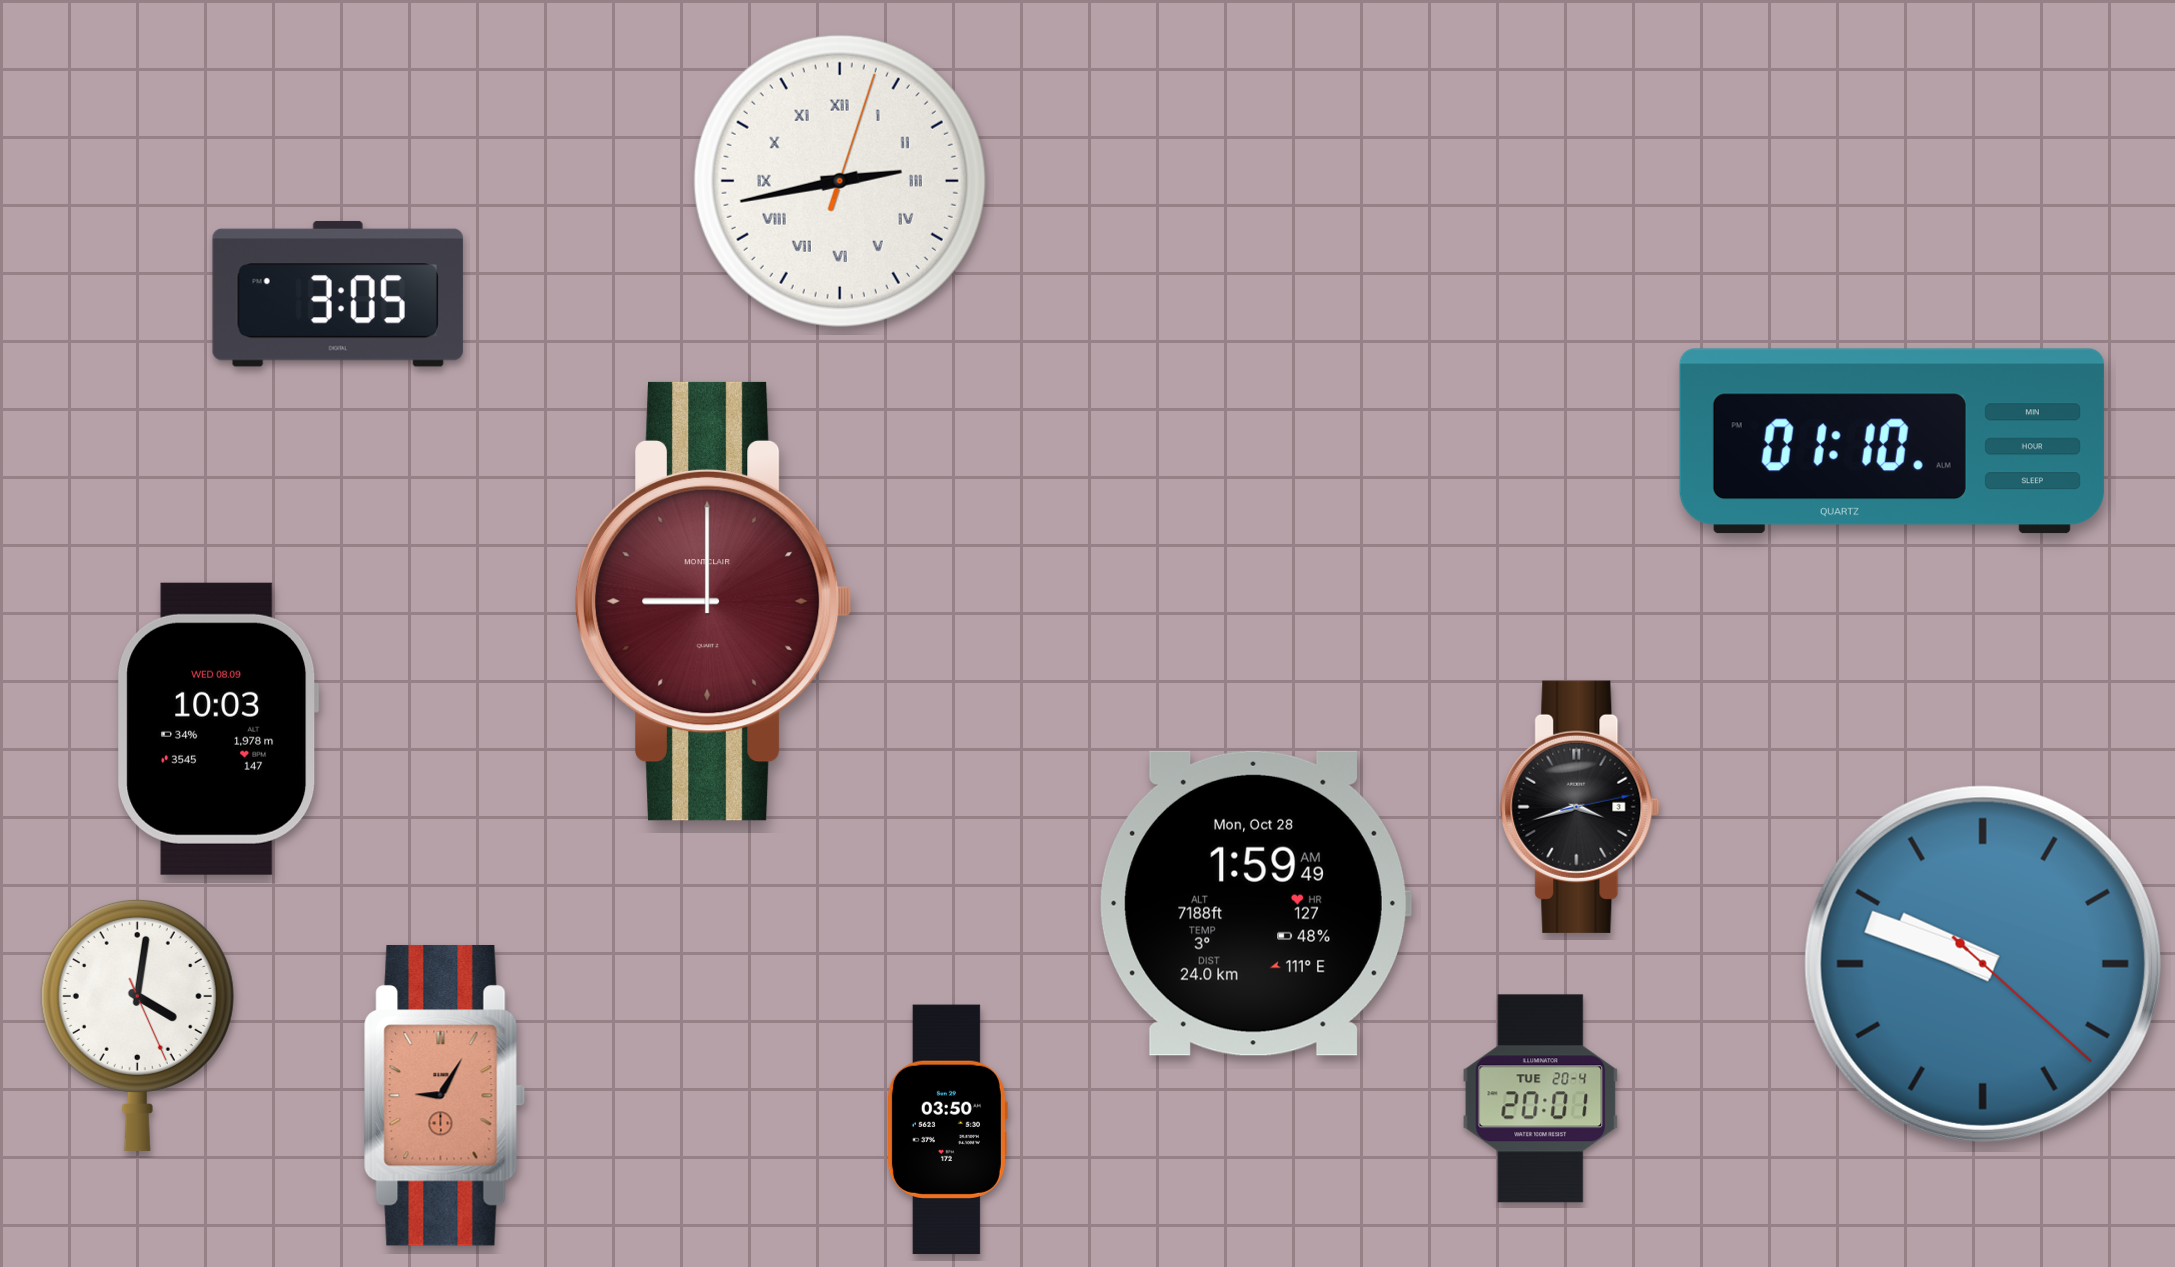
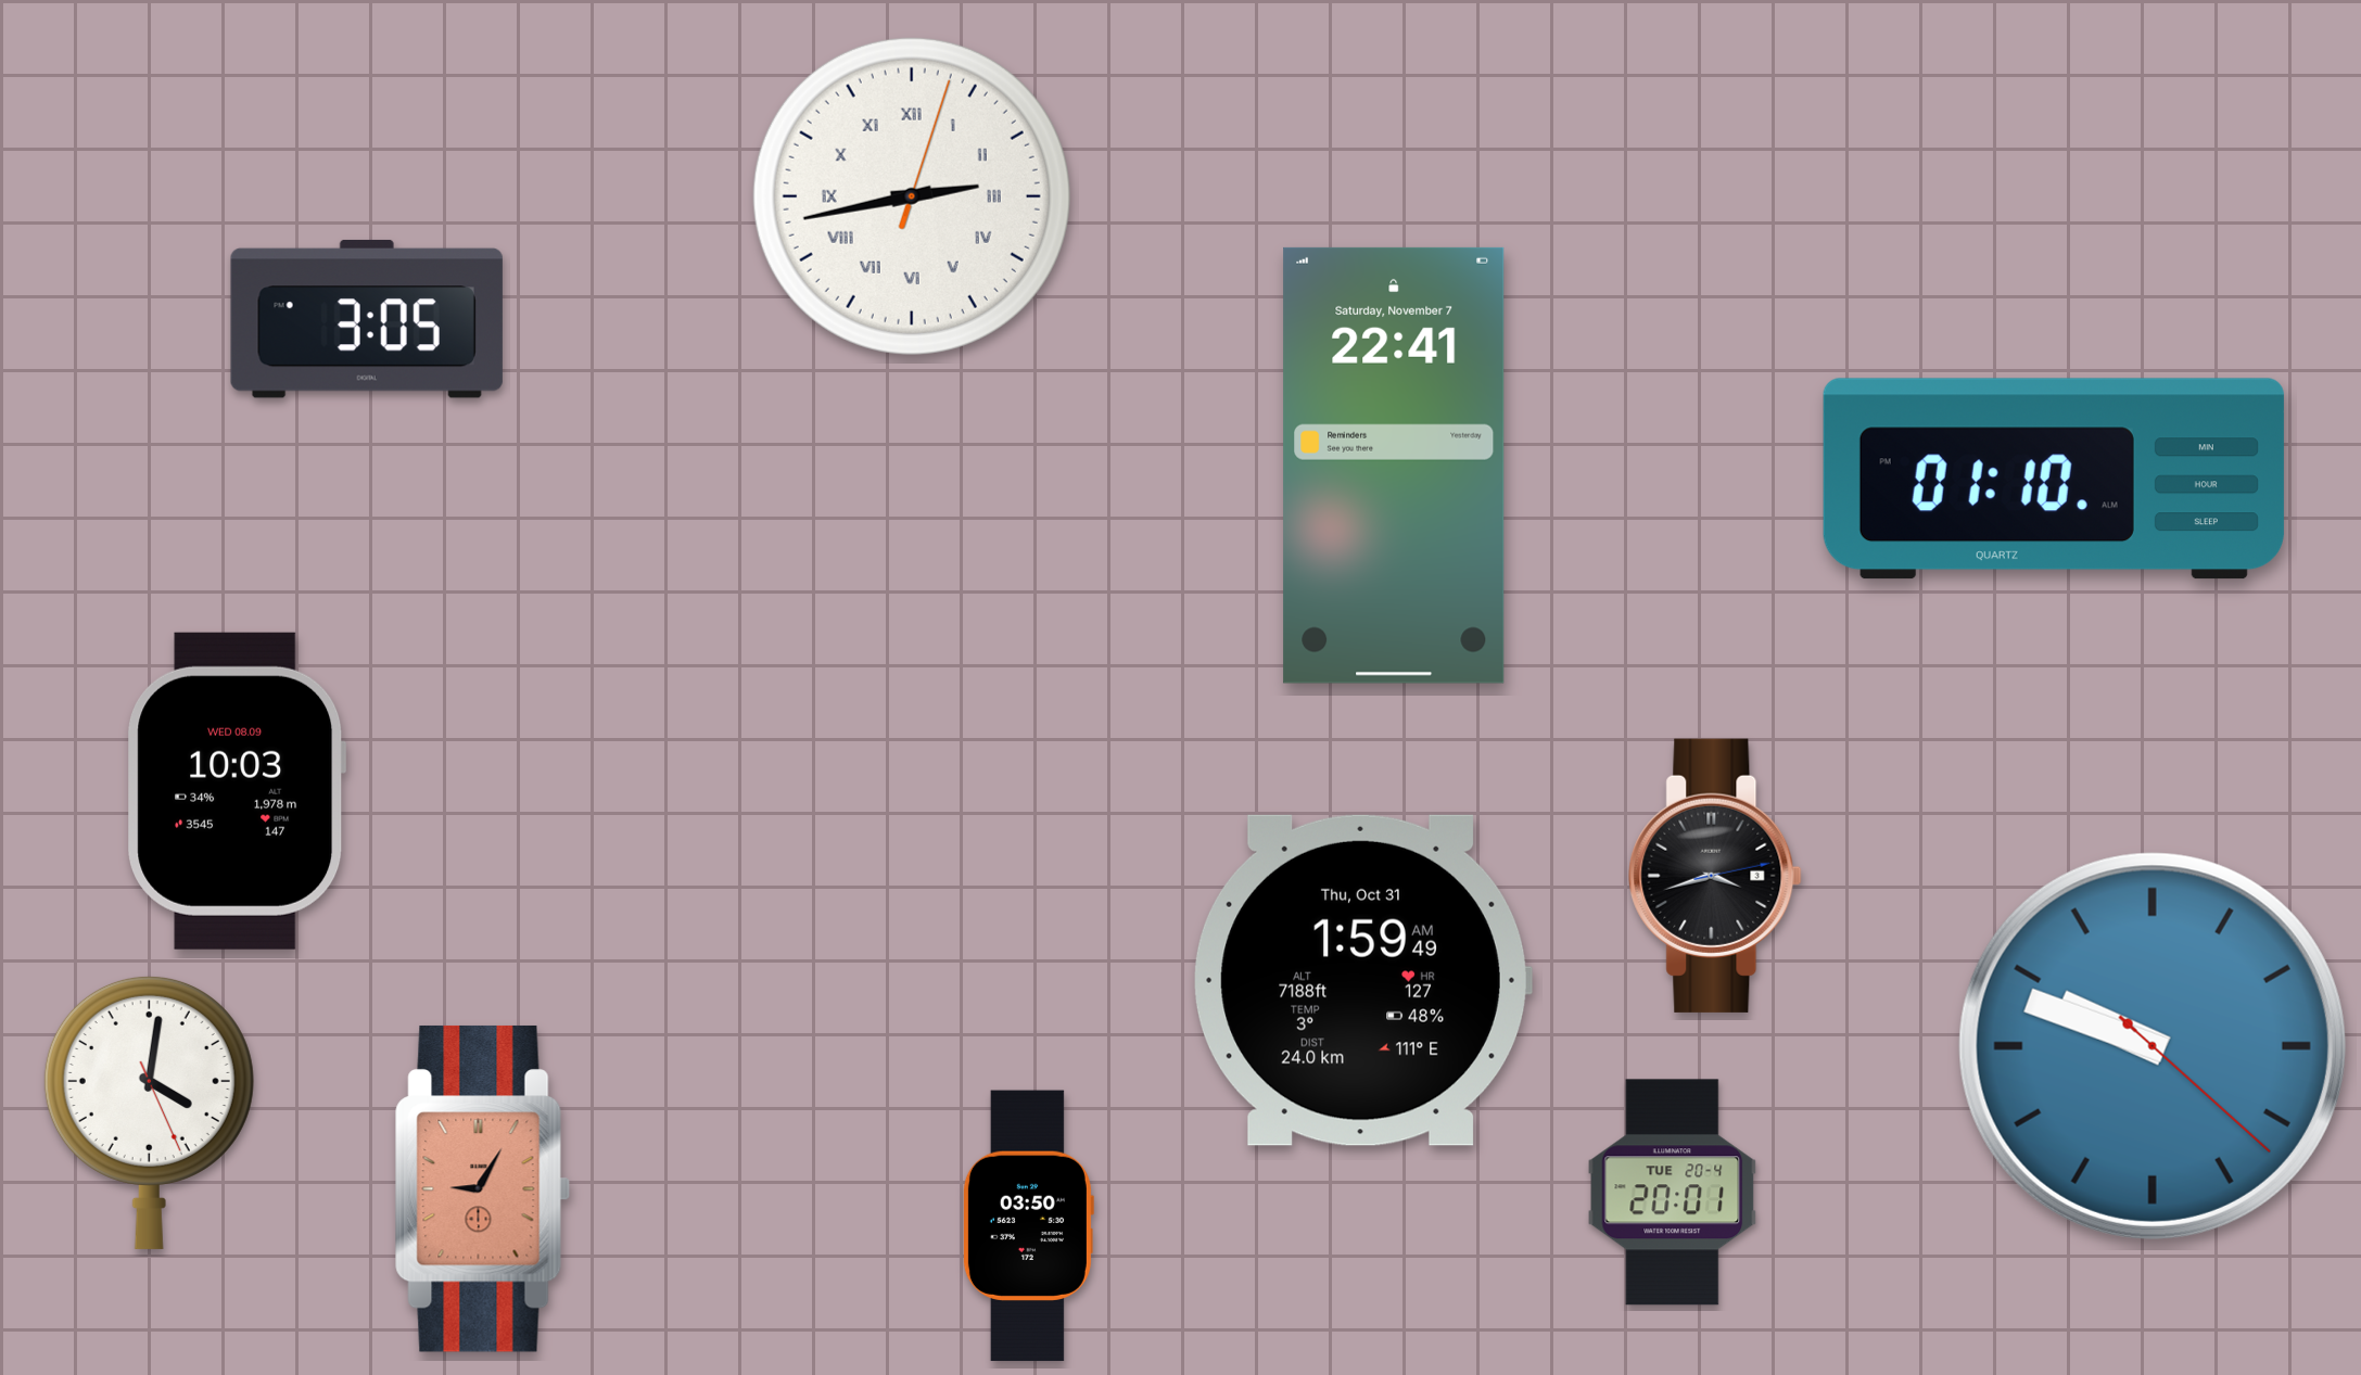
clock at (1394, 466): none -> 22:41
clock at (713, 601): 9:00 -> none
clock at (1255, 903) date: Mon, Oct 28 -> Thu, Oct 31
